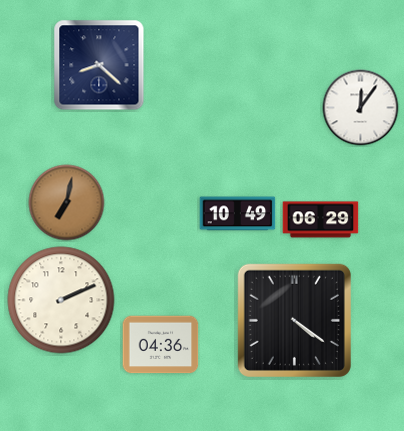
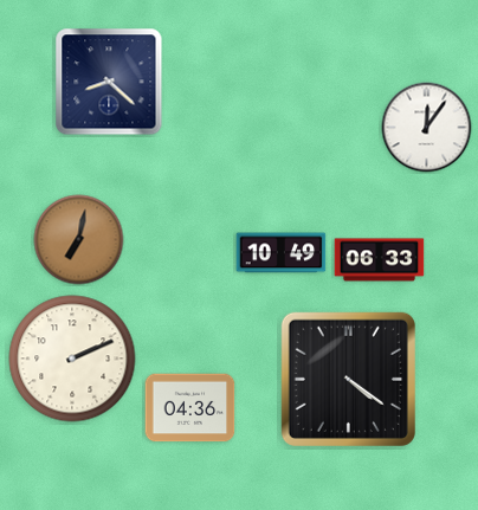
clock at (99, 65) position: (99, 65) -> (109, 82)
clock at (321, 220): 06:29 -> 06:33
clock at (61, 300) position: (61, 300) -> (72, 359)
